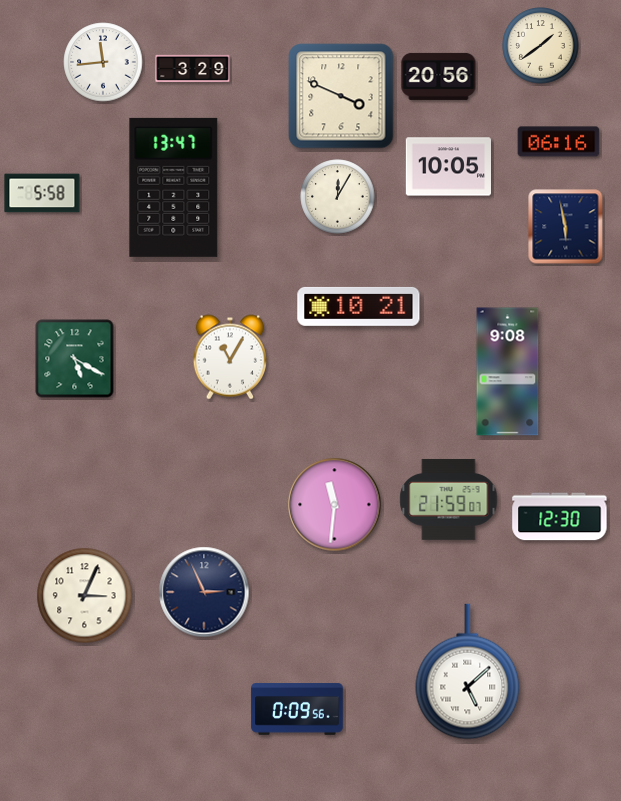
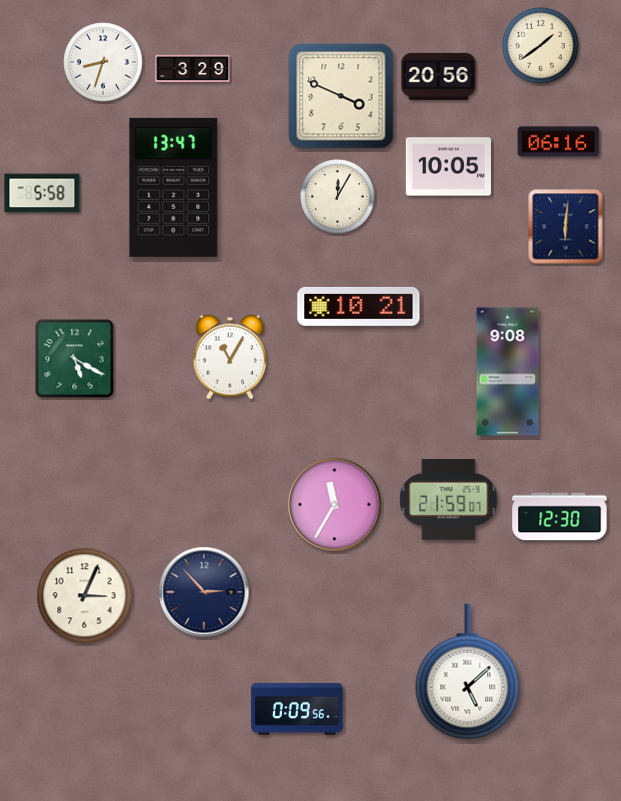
clock at (103, 62): 11:44 -> 8:33
clock at (566, 227): 5:58 -> 6:01
clock at (335, 505): 11:31 -> 11:35
clock at (204, 592): 2:56 -> 2:53
